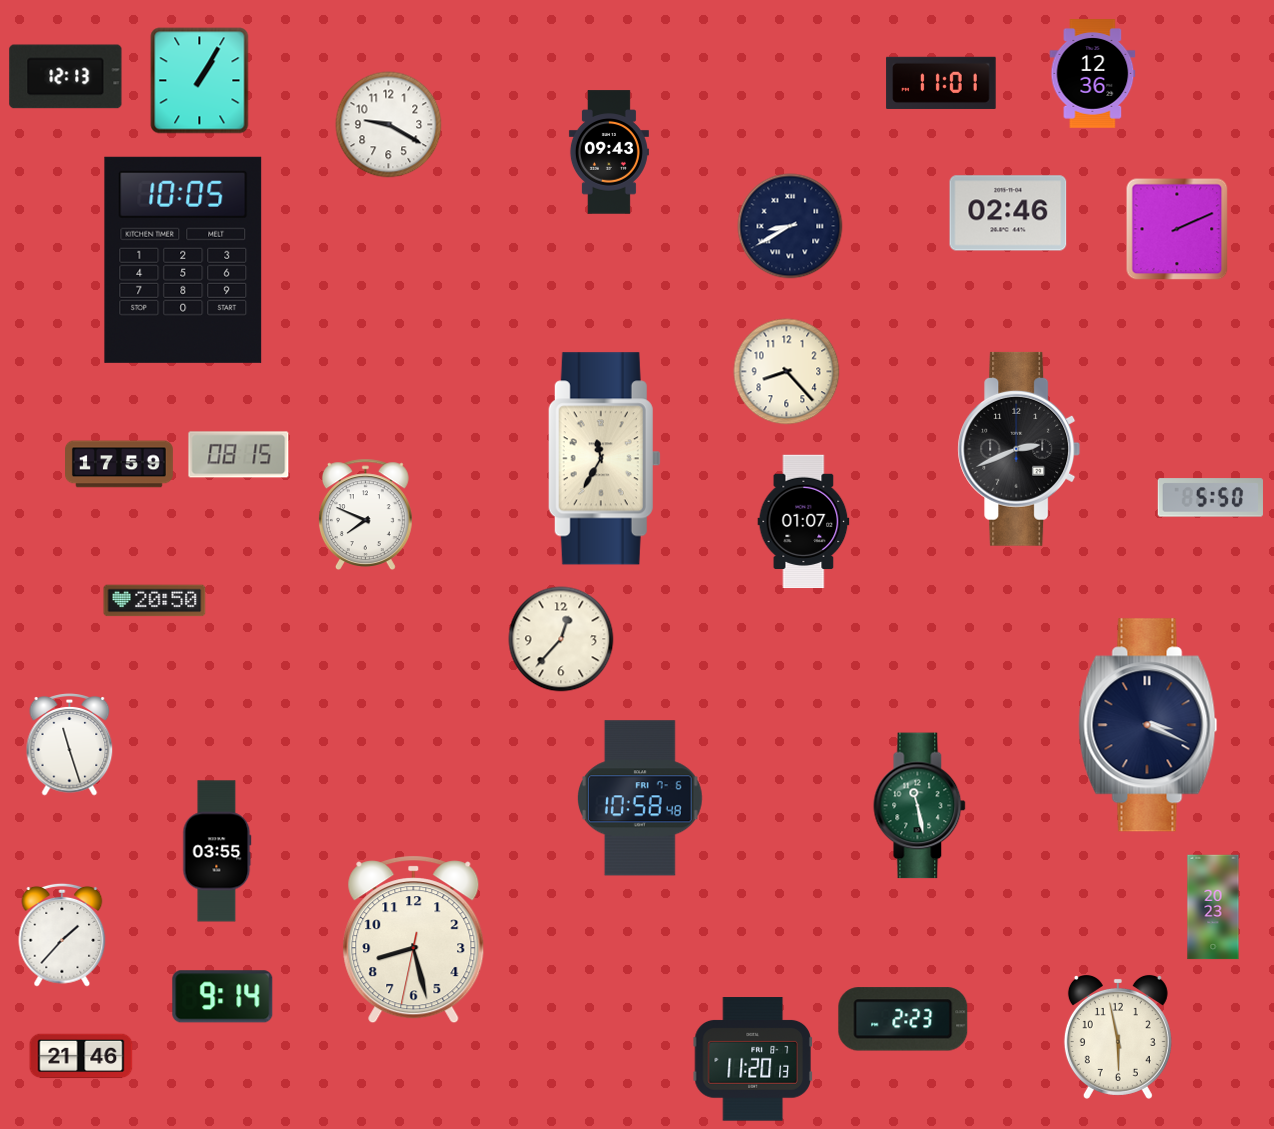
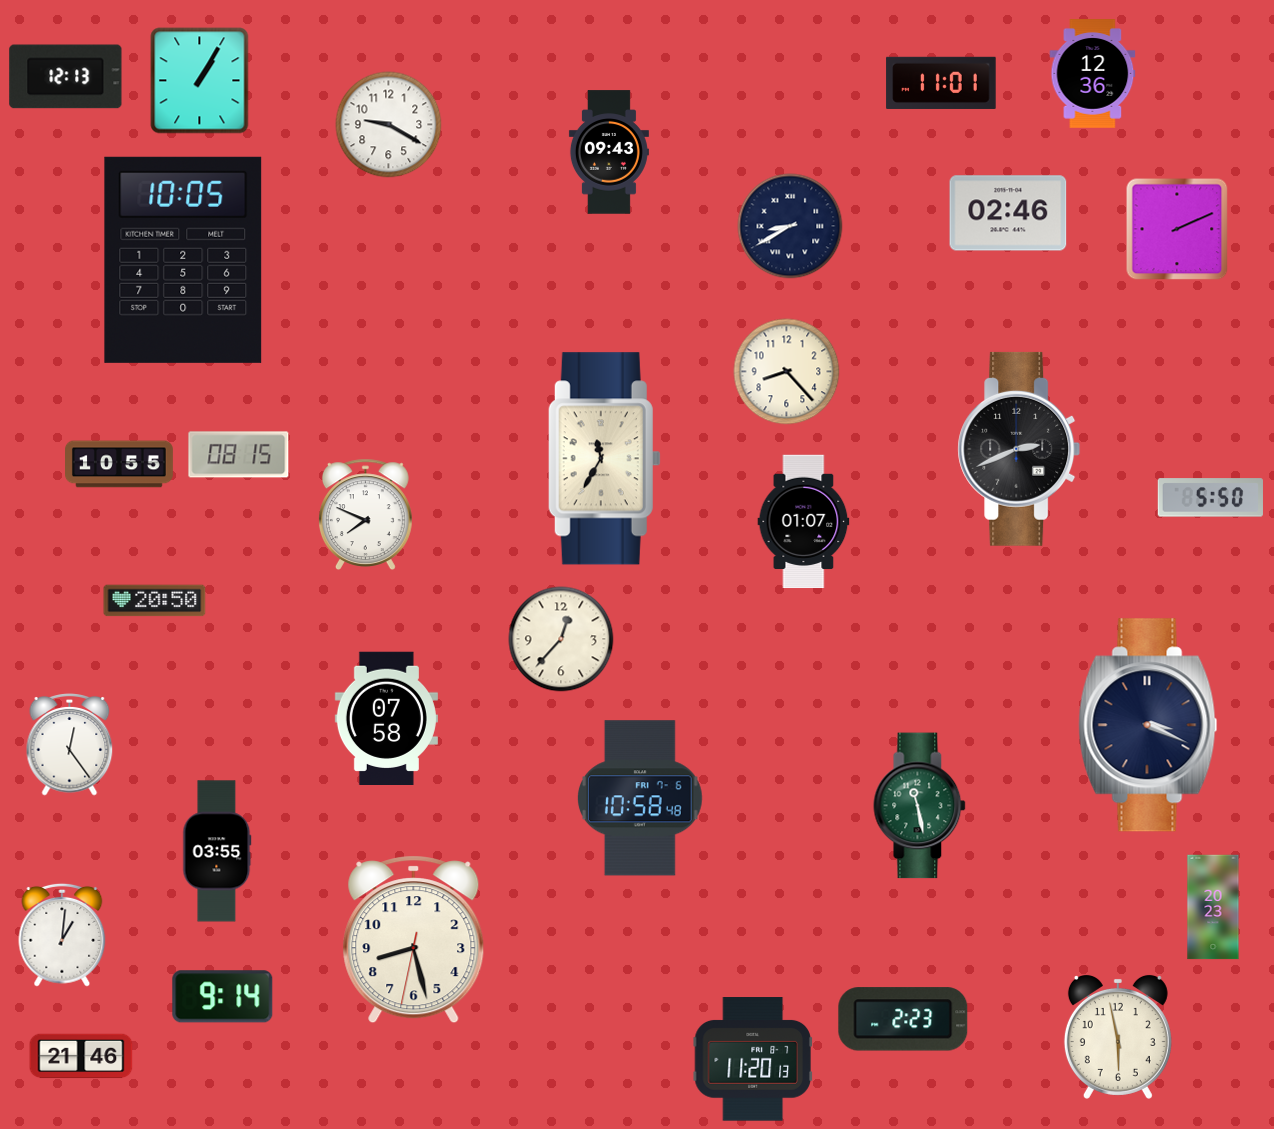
clock at (120, 464): 17:59 -> 10:55
clock at (386, 718): none -> 07:58
clock at (70, 745): 11:27 -> 12:24
clock at (62, 935): 1:37 -> 1:01
